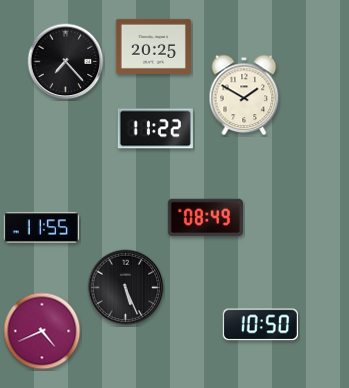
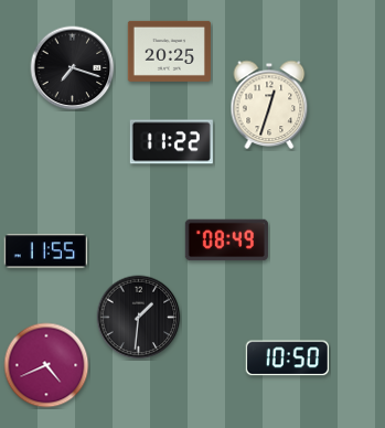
clock at (66, 62): 7:23 -> 7:18
clock at (244, 95): 1:50 -> 12:33
clock at (126, 288): 5:26 -> 1:31
